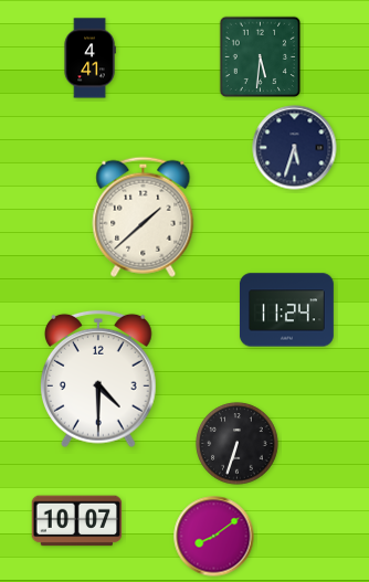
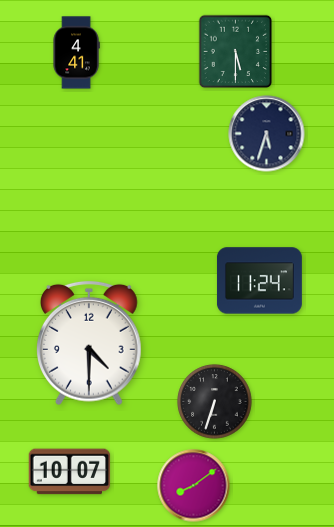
clock at (261, 57): 5:31 -> 5:30
clock at (89, 59) position: (89, 59) -> (76, 53)
clock at (144, 216): 1:38 -> none
